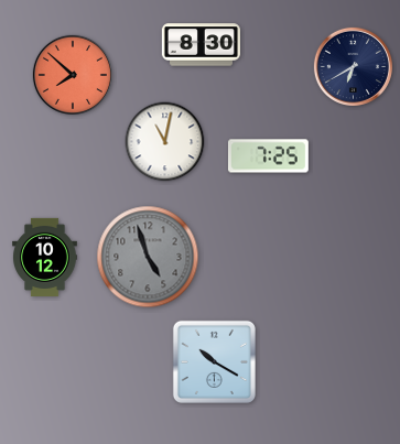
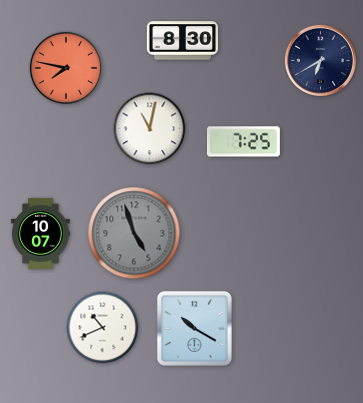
clock at (73, 75): 7:52 -> 7:47
clock at (45, 257): 10:12 -> 10:07
clock at (103, 328): none -> 10:41
